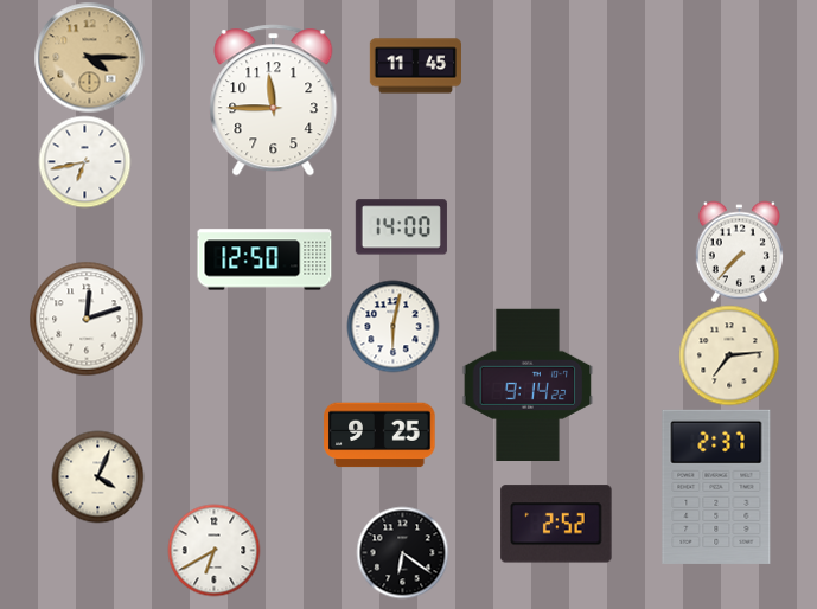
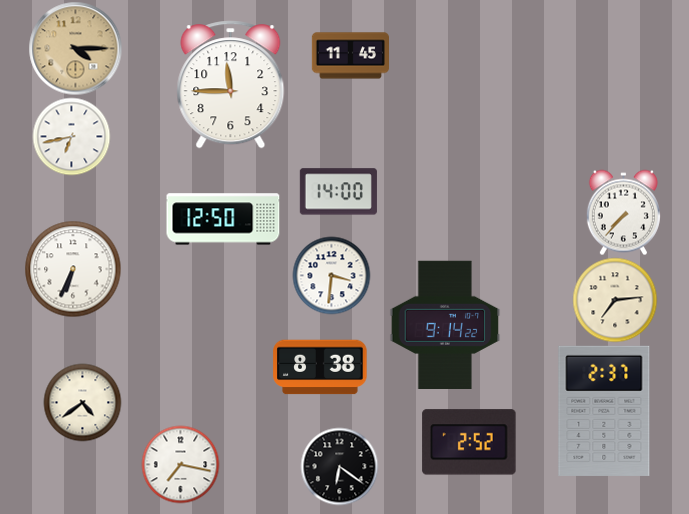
clock at (87, 319): 12:12 -> 6:34
clock at (392, 326): 6:02 -> 3:31
clock at (379, 435): 9:25 -> 8:38
clock at (97, 476): 4:04 -> 4:39
clock at (213, 550): 6:40 -> 7:17
